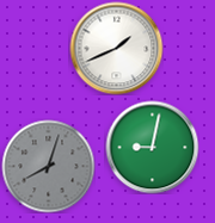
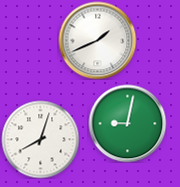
clock at (48, 166) dial: grey -> white
